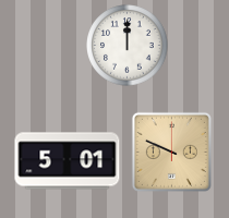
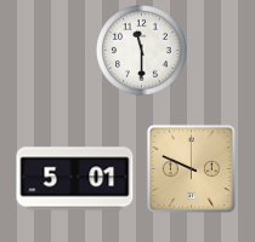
clock at (128, 46): 12:00 -> 11:30
